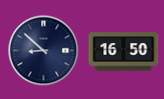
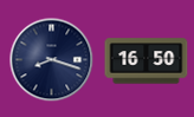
clock at (44, 51): 8:52 -> 8:18
